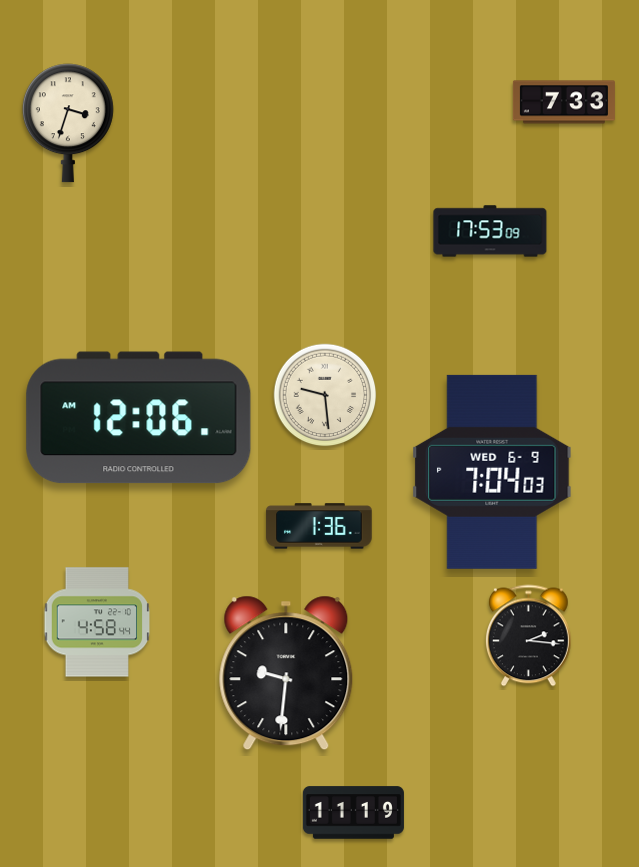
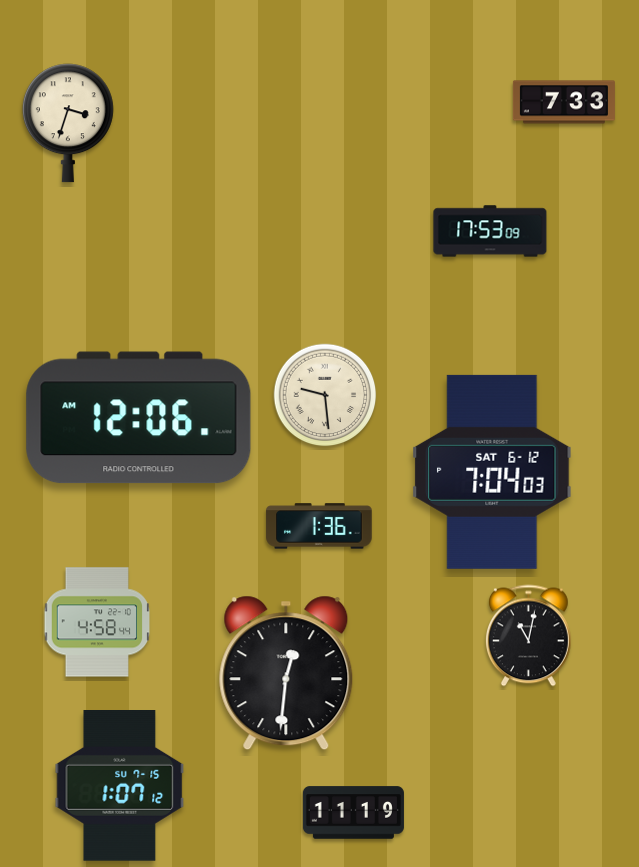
clock at (492, 472) date: WED 6-9 -> SAT 6-12
clock at (528, 636): 2:16 -> 11:02
clock at (286, 673): 9:31 -> 12:31
clock at (120, 786): none -> 1:07
